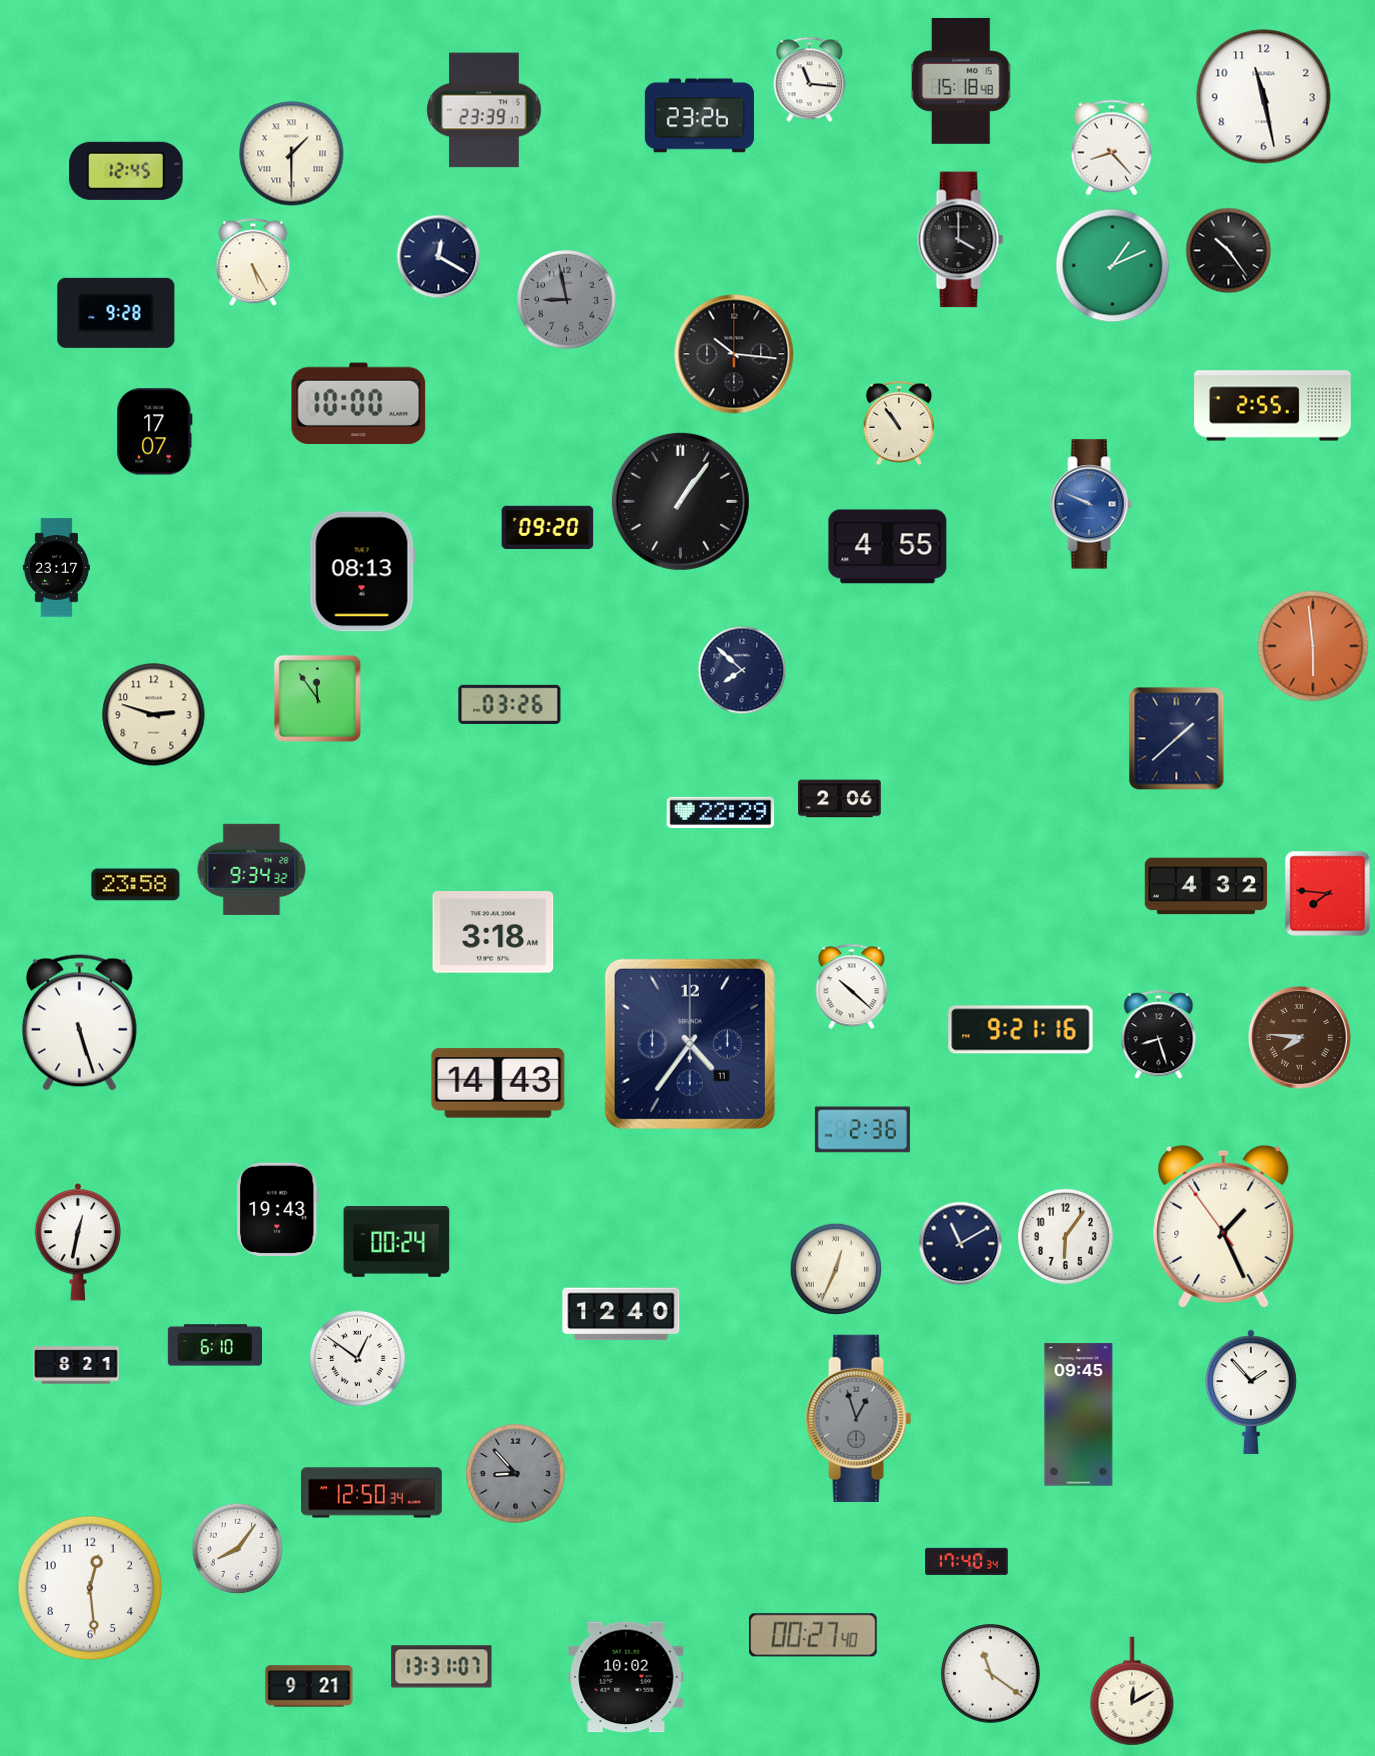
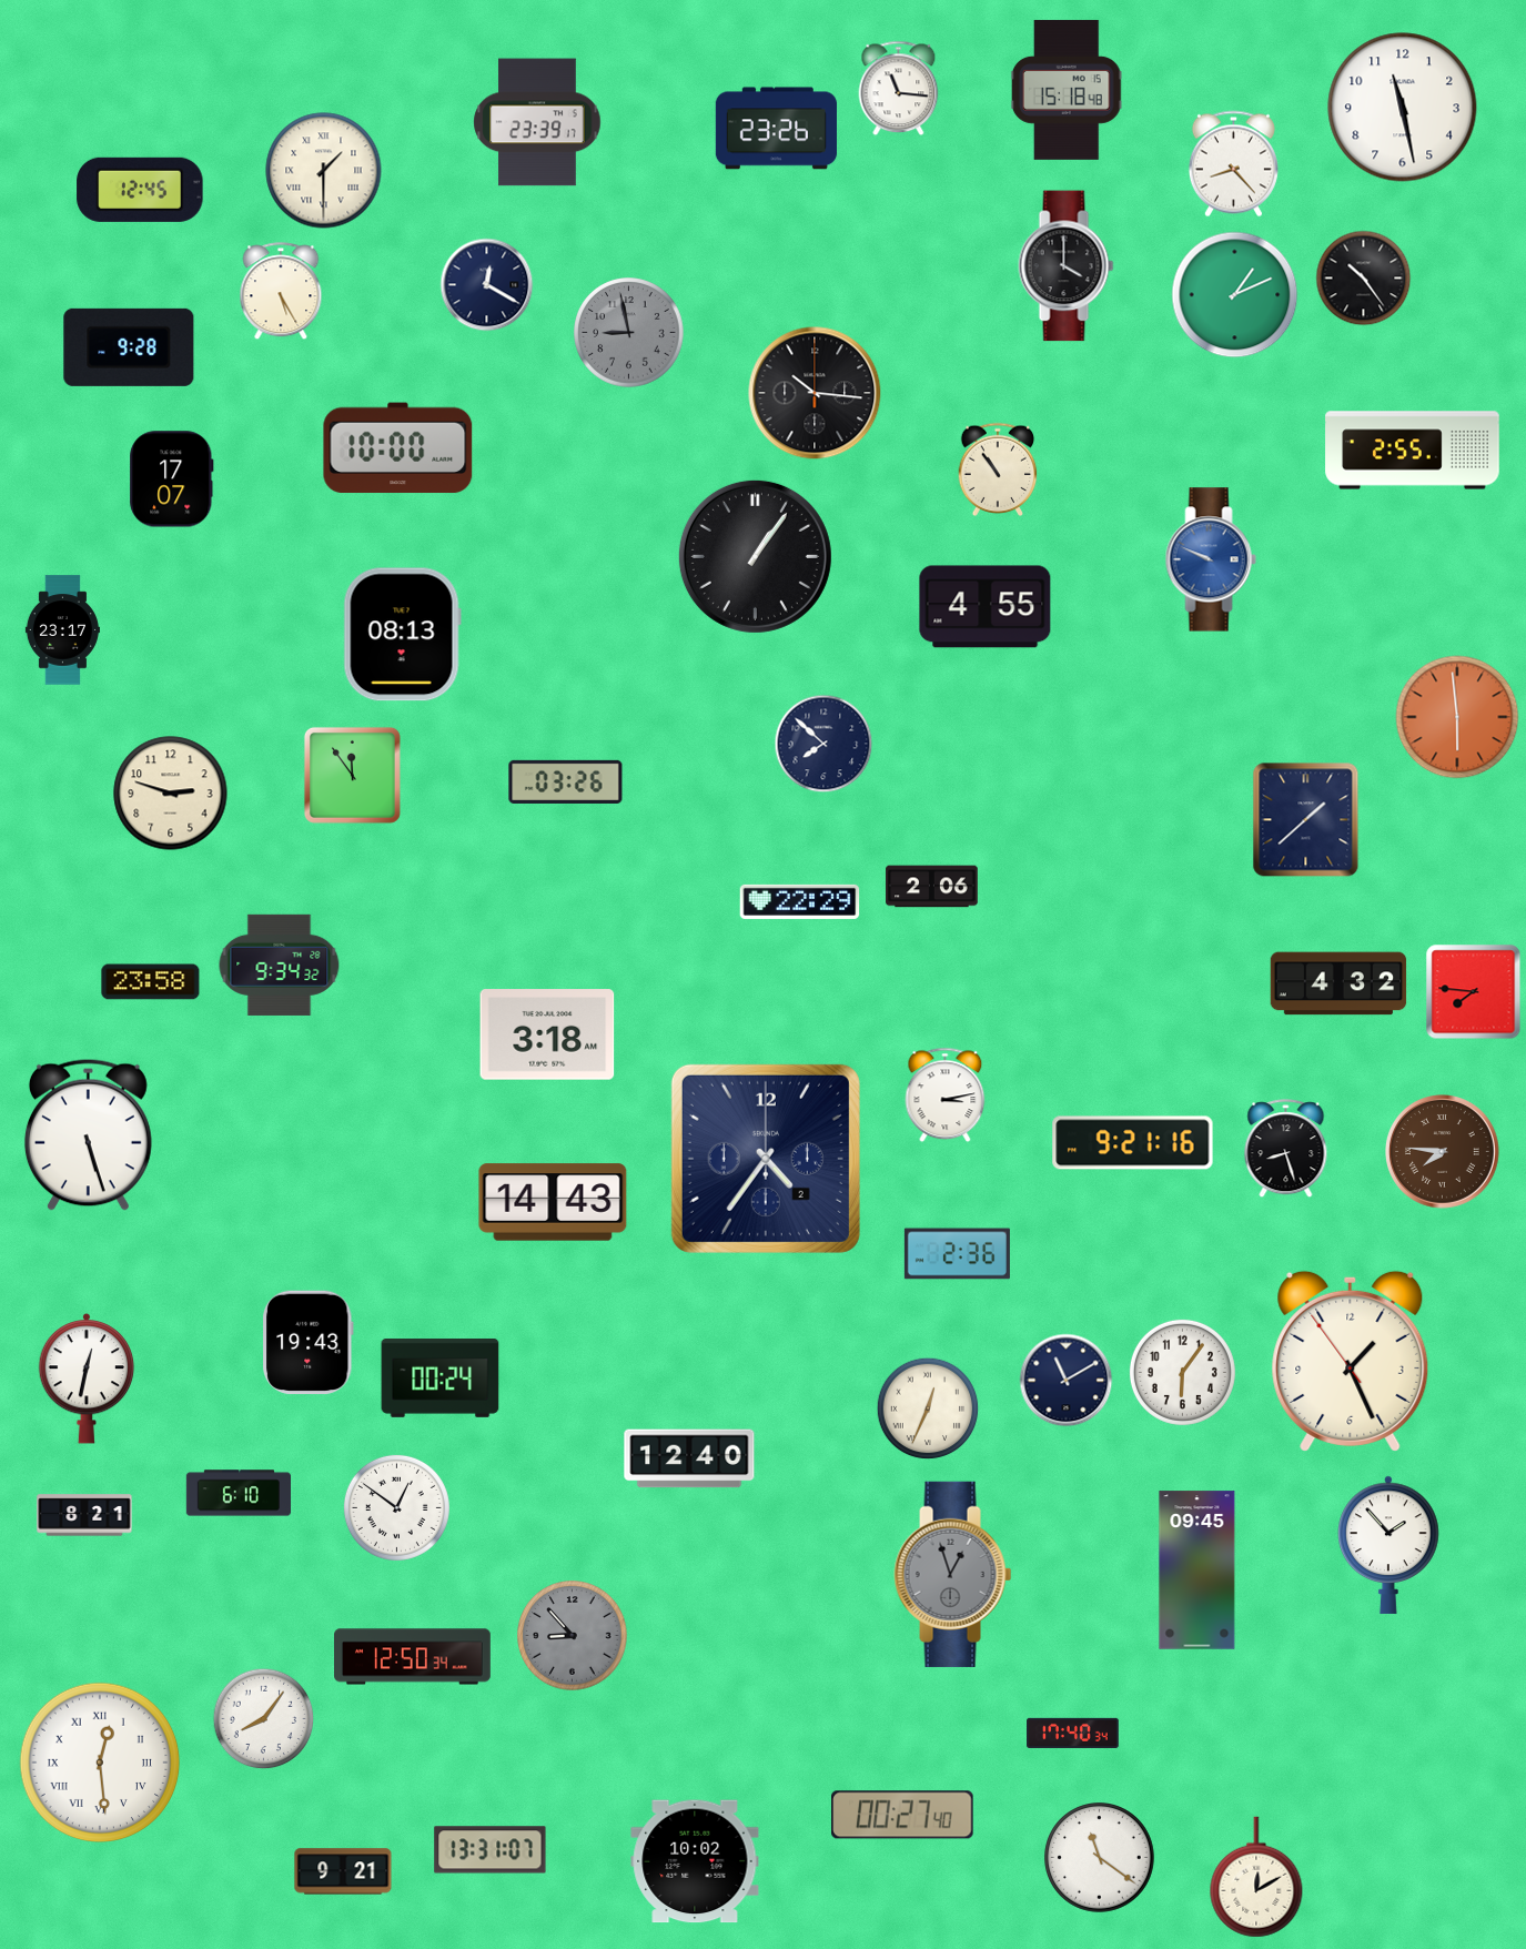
clock at (548, 527): 09:20 -> none
clock at (852, 987): 10:22 -> 3:13
clock at (690, 1044) date: 11 -> 2
clock at (1224, 1226) position: (1224, 1226) -> (1351, 1361)
clock at (90, 1588) numerals: Arabic -> Roman
